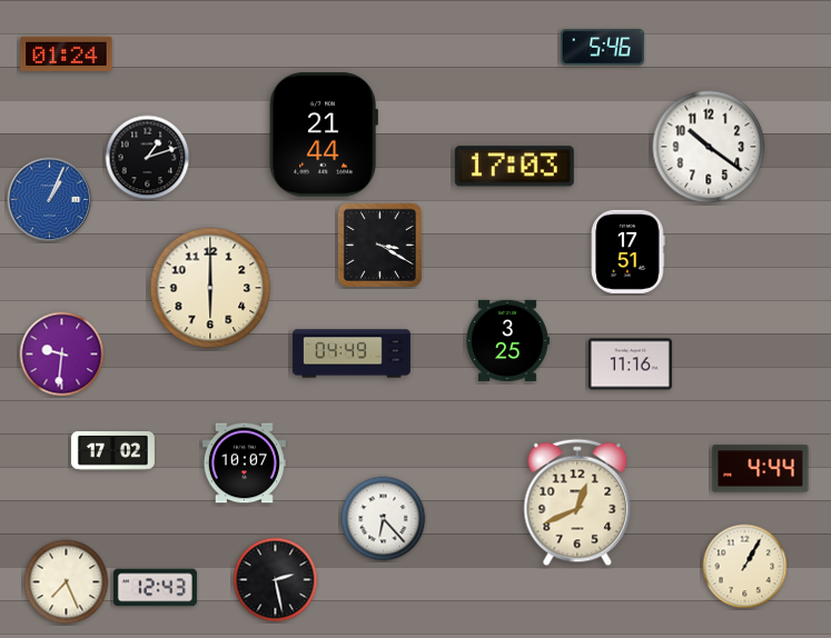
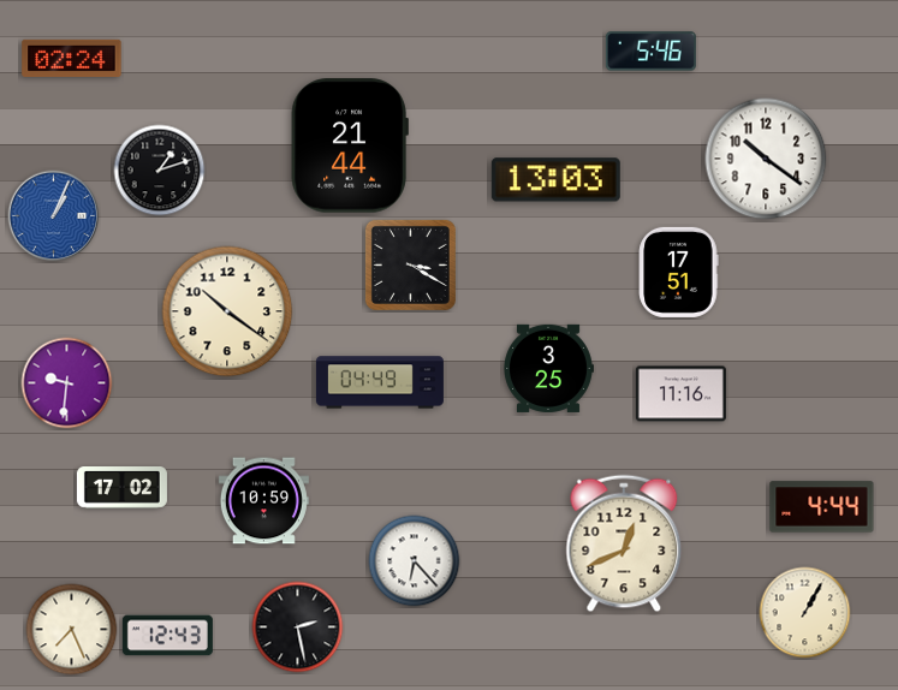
clock at (67, 53): 01:24 -> 02:24
clock at (514, 167): 17:03 -> 13:03
clock at (210, 288): 6:00 -> 10:21
clock at (244, 463): 10:07 -> 10:59
